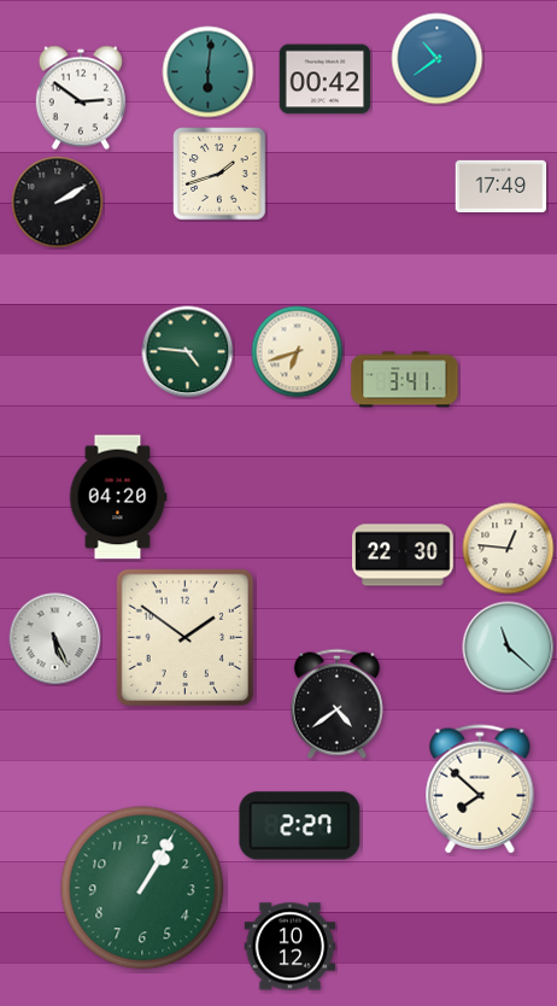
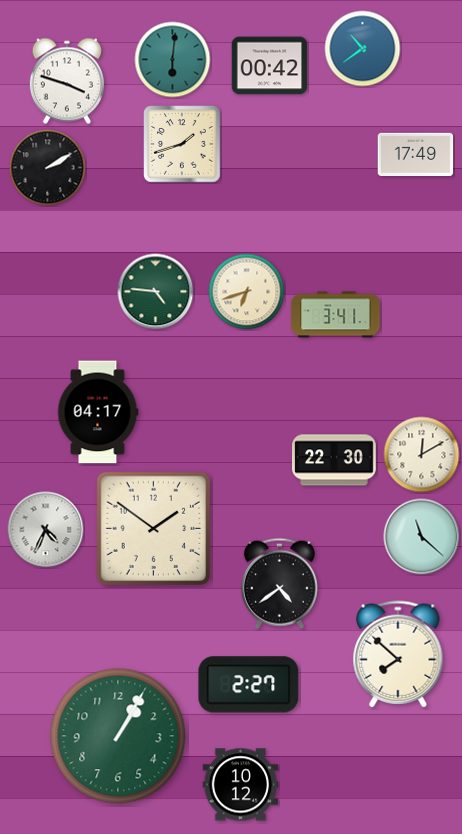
clock at (81, 98): 2:51 -> 3:48
clock at (118, 497): 04:20 -> 04:17
clock at (509, 549): 12:46 -> 12:10
clock at (55, 639): 5:26 -> 4:34
